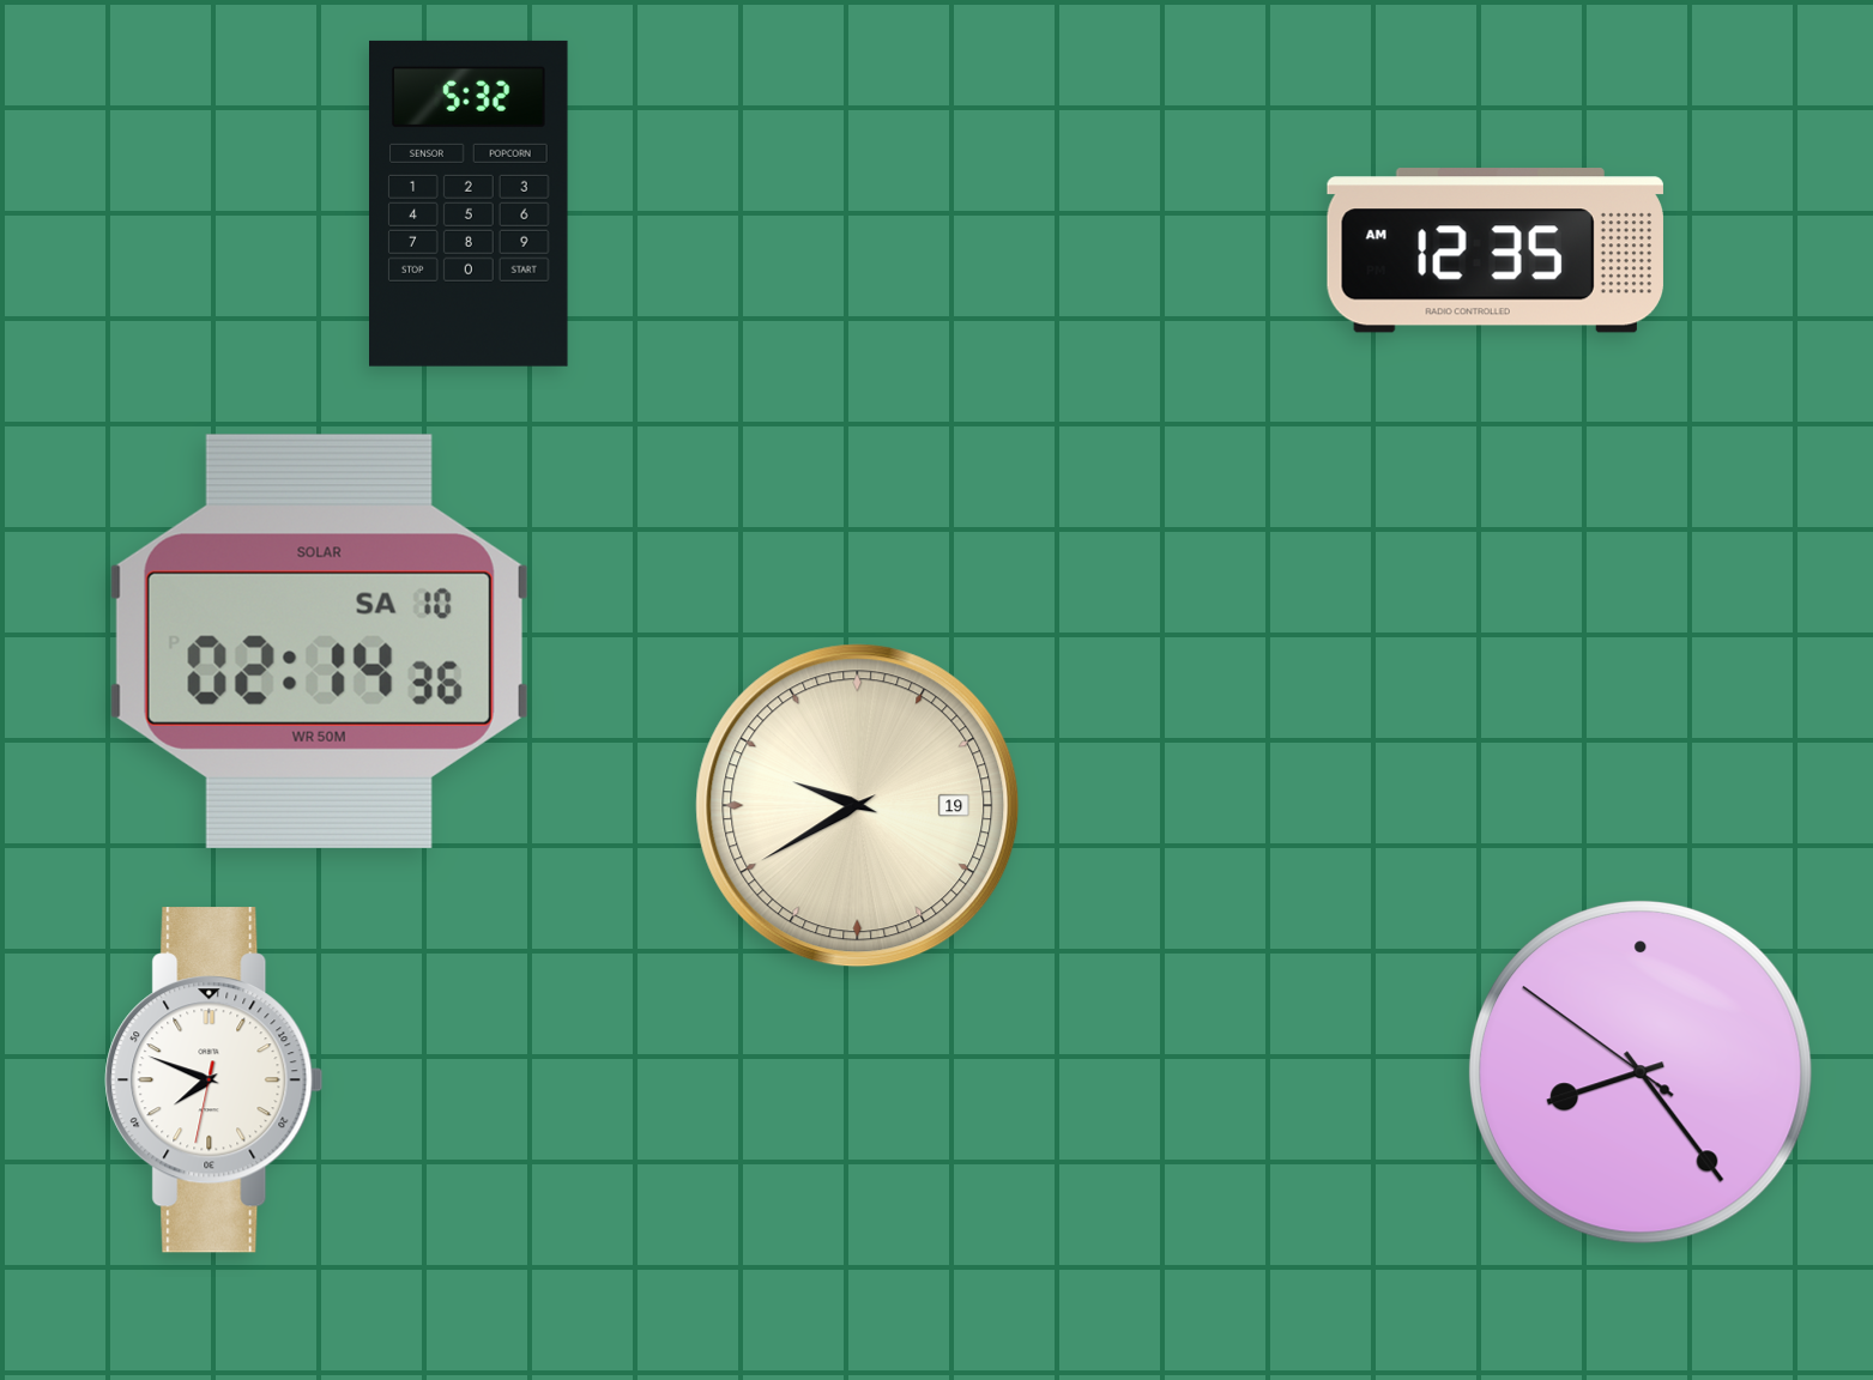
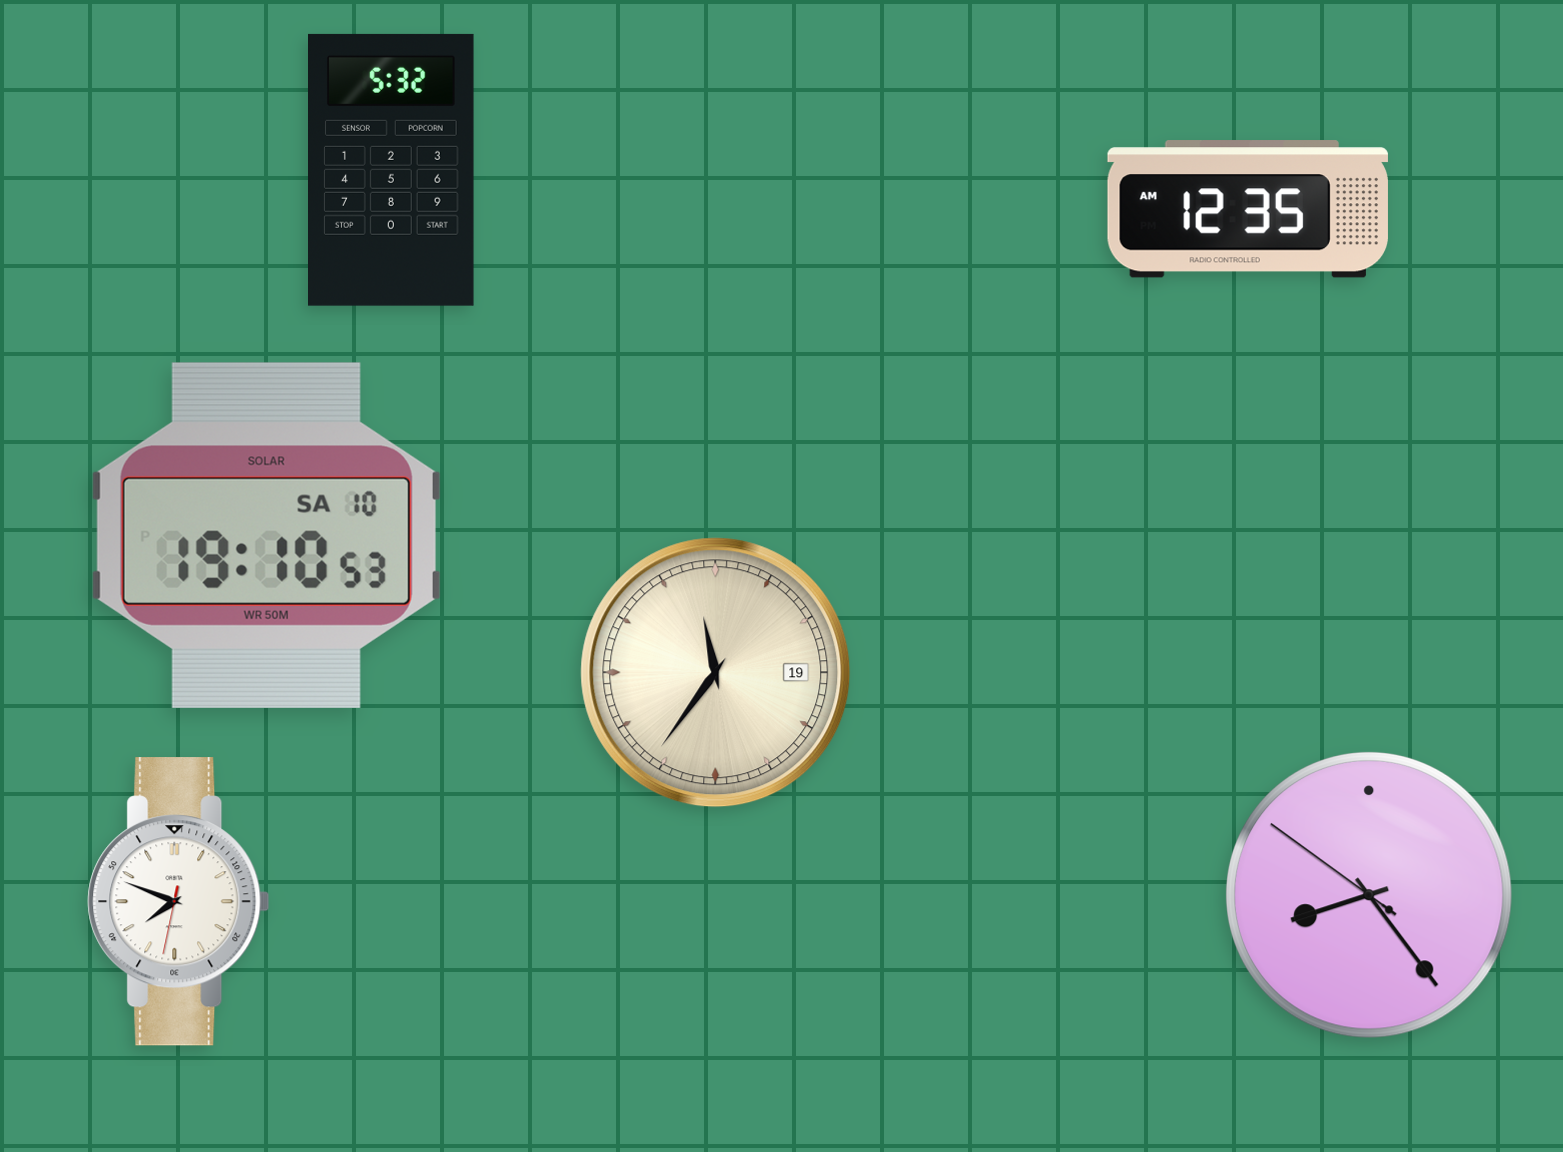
clock at (319, 641): 02:14 -> 19:10
clock at (858, 806): 9:40 -> 11:36
